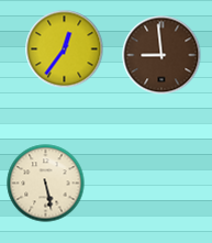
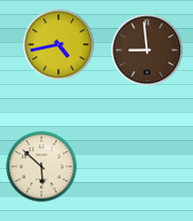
clock at (65, 49): 12:36 -> 4:43
clock at (46, 184): 5:28 -> 5:52
